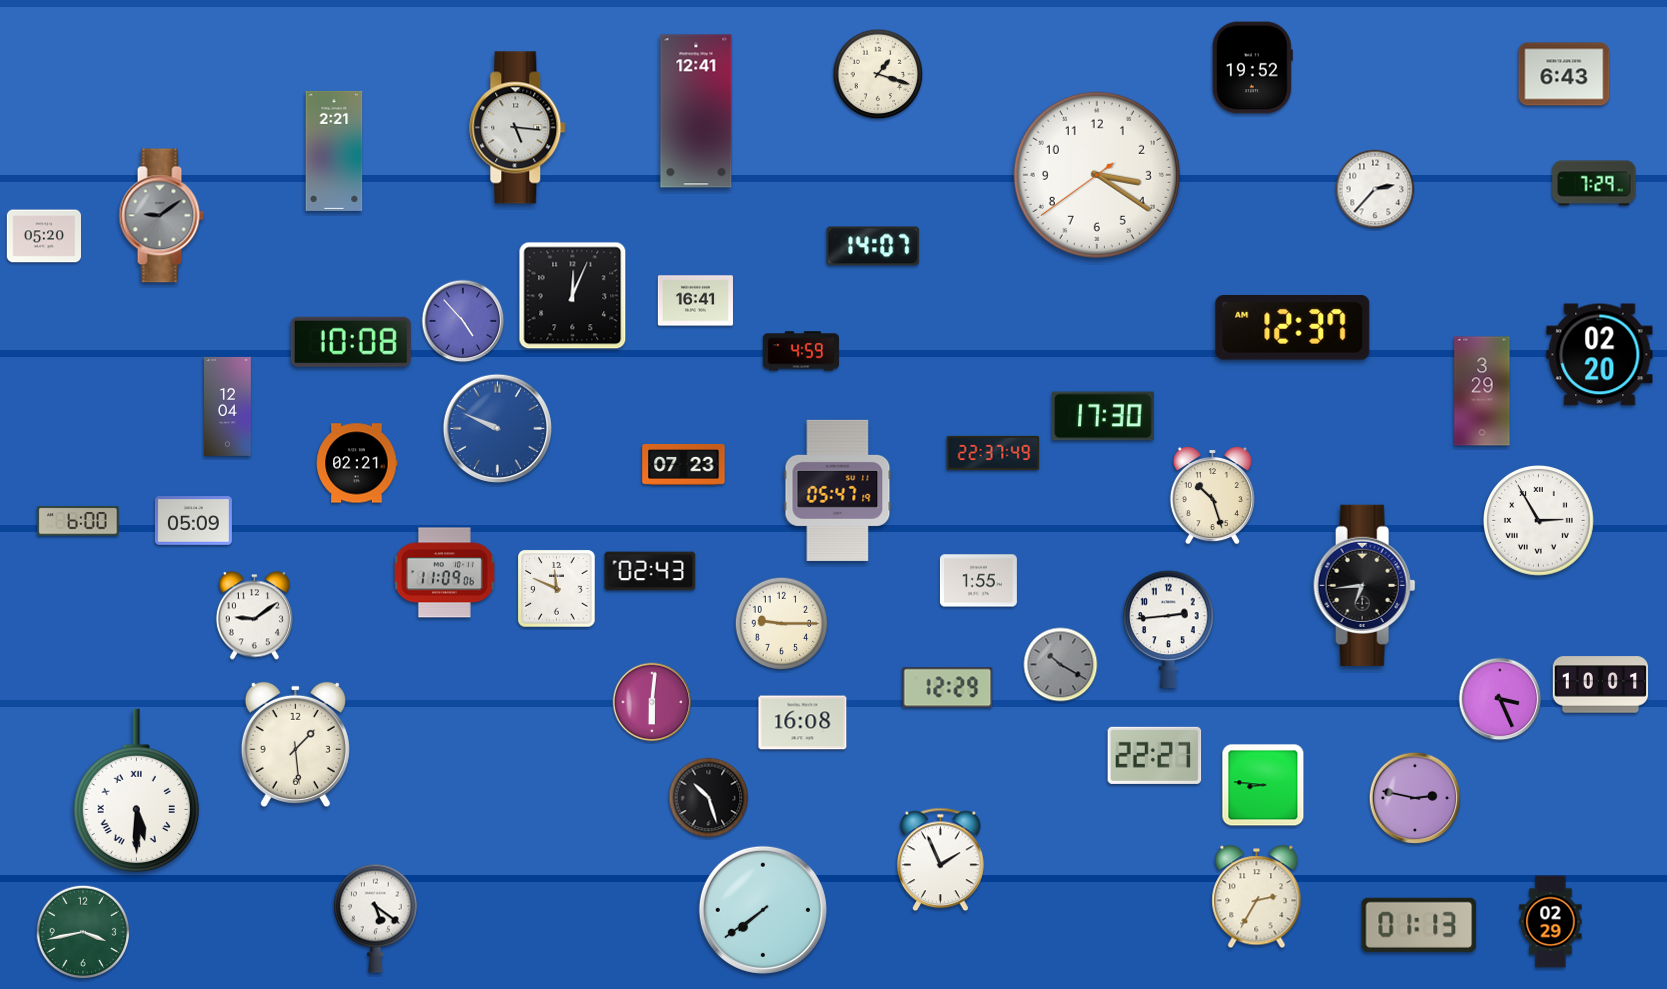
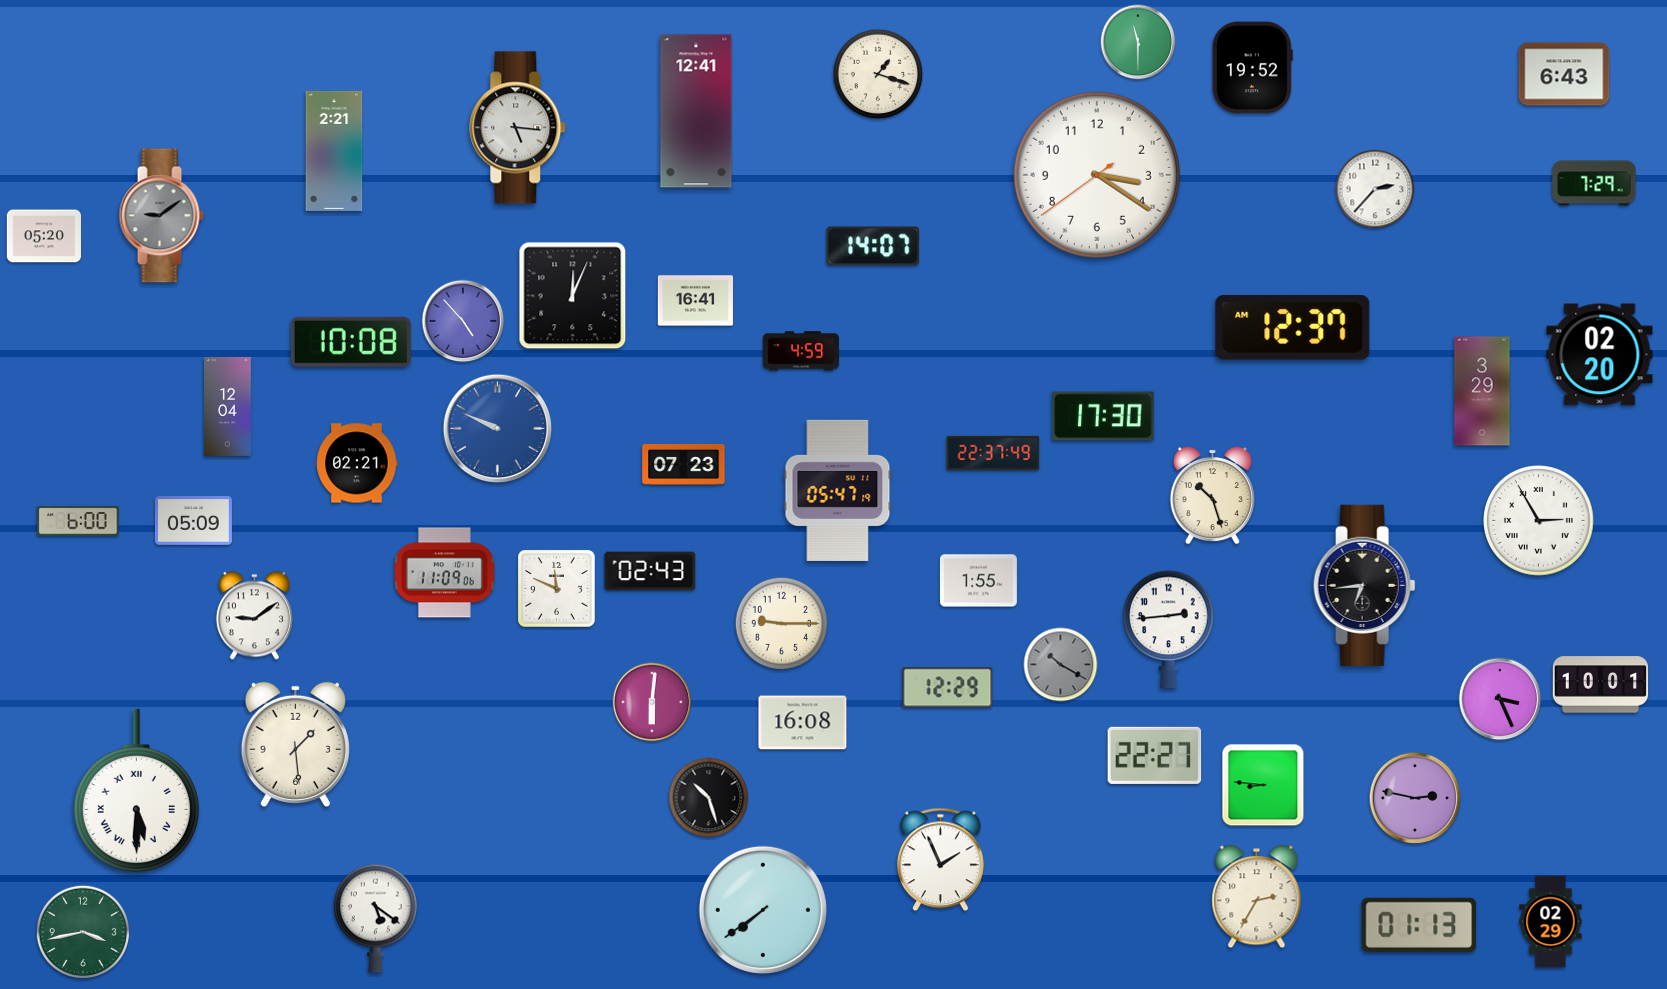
clock at (1138, 42): none -> 11:30
